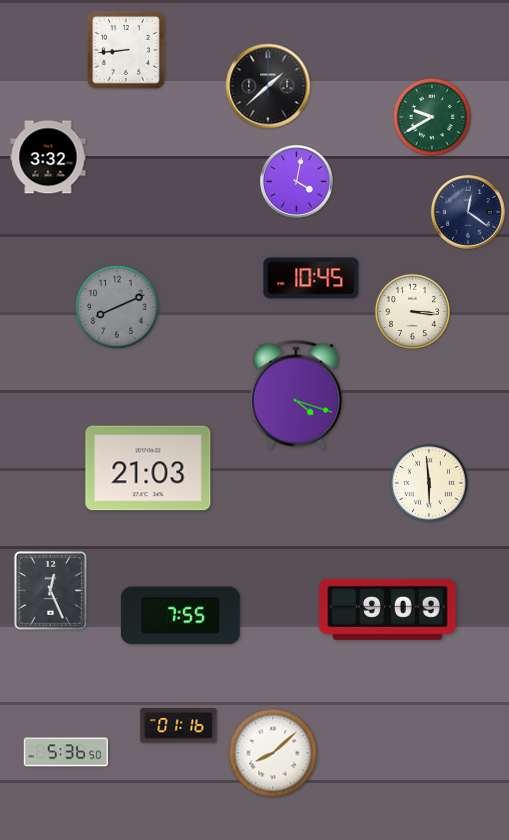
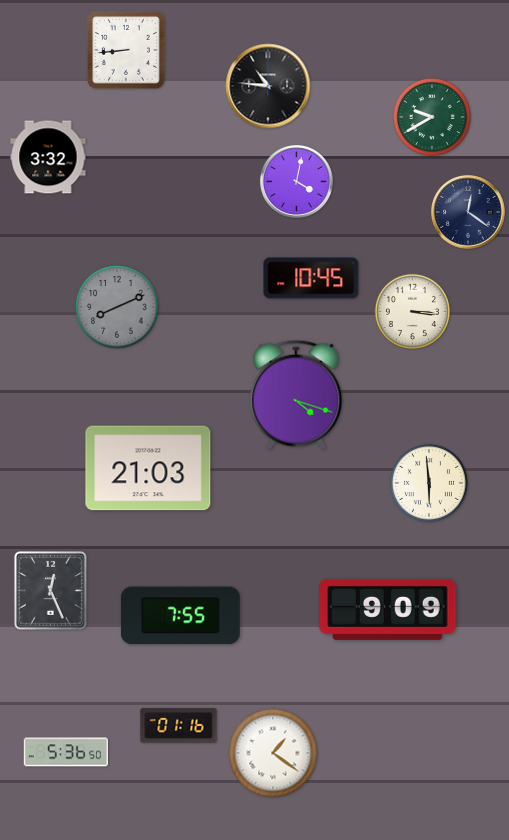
clock at (268, 86): 1:38 -> 10:46
clock at (273, 753): 8:08 -> 1:21
